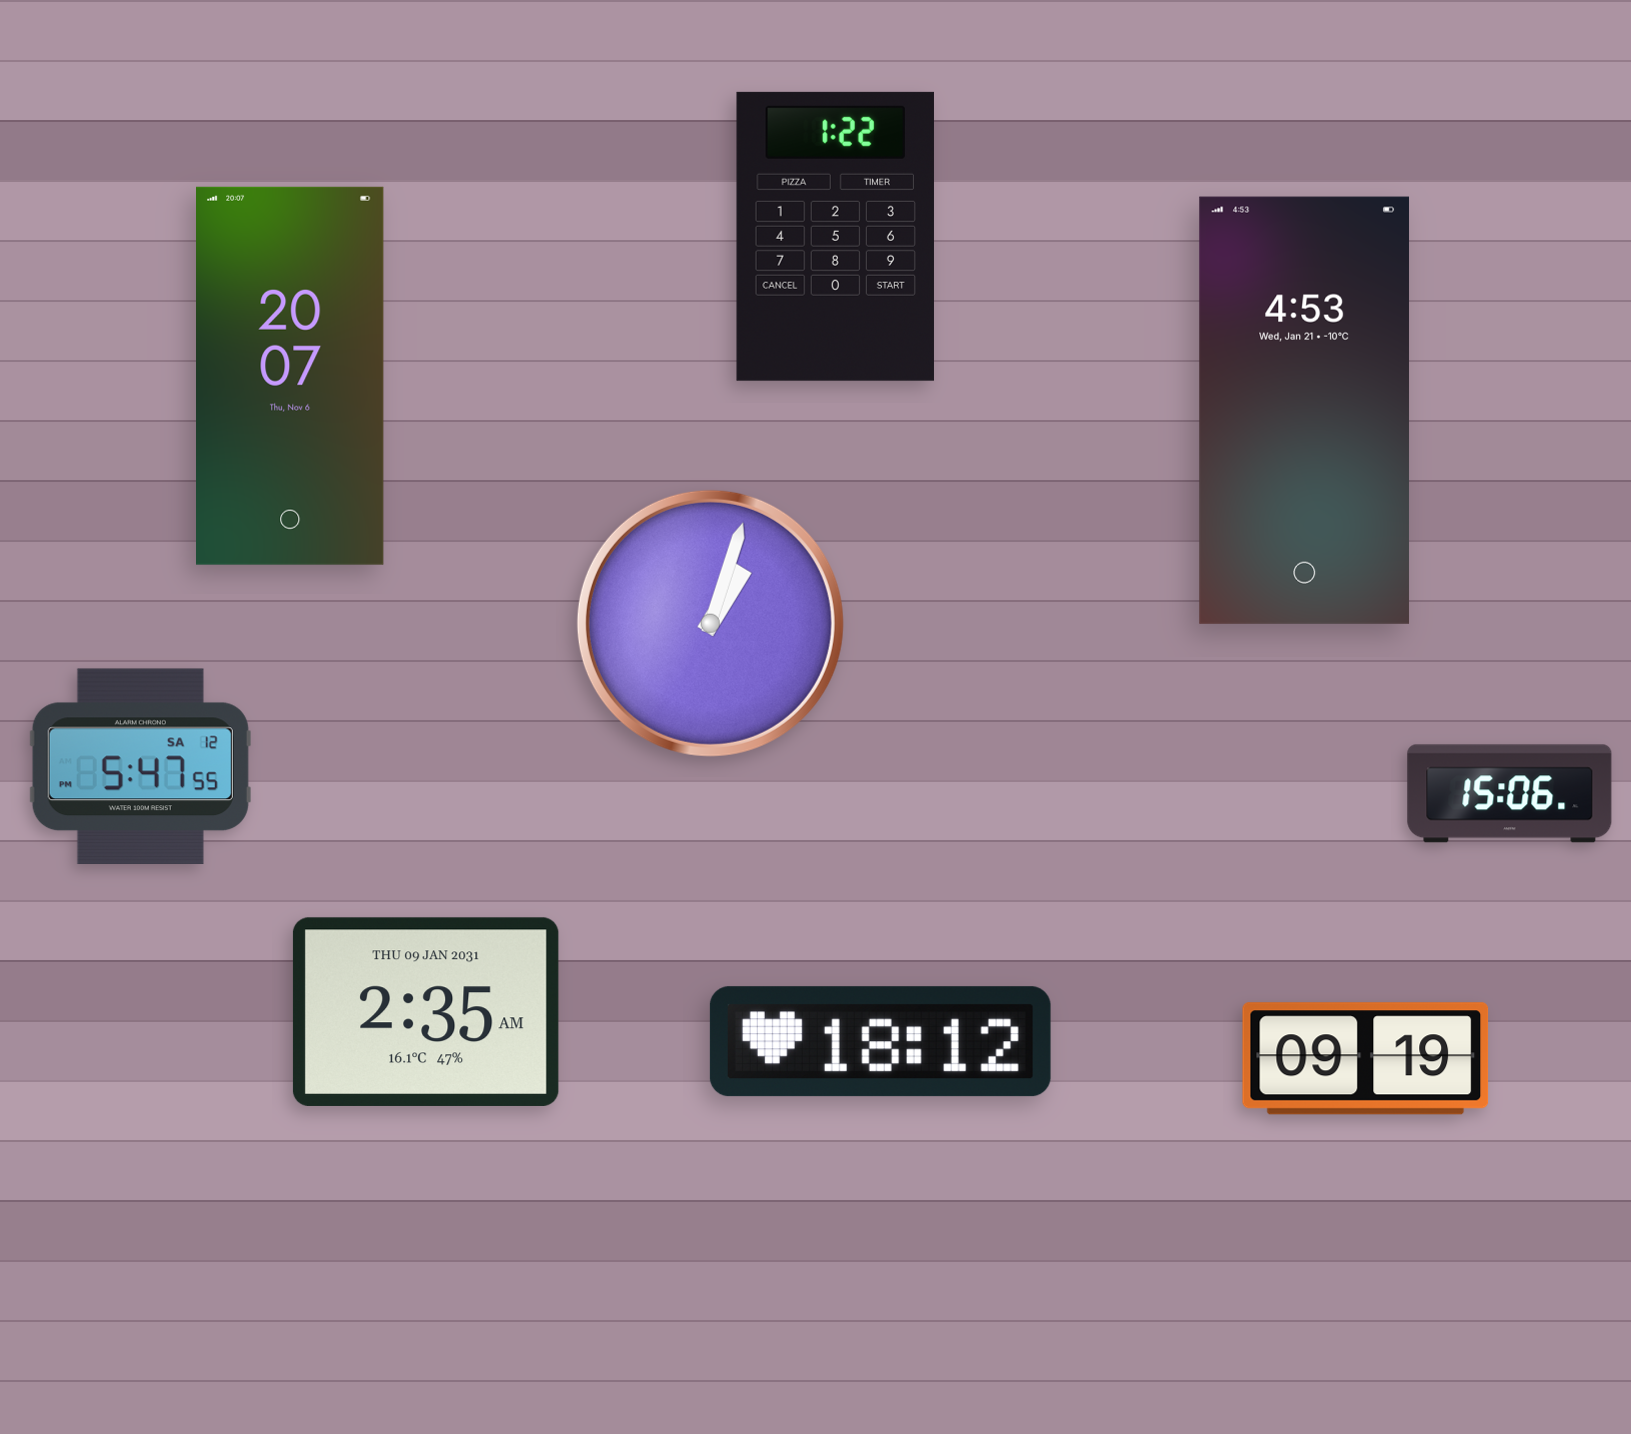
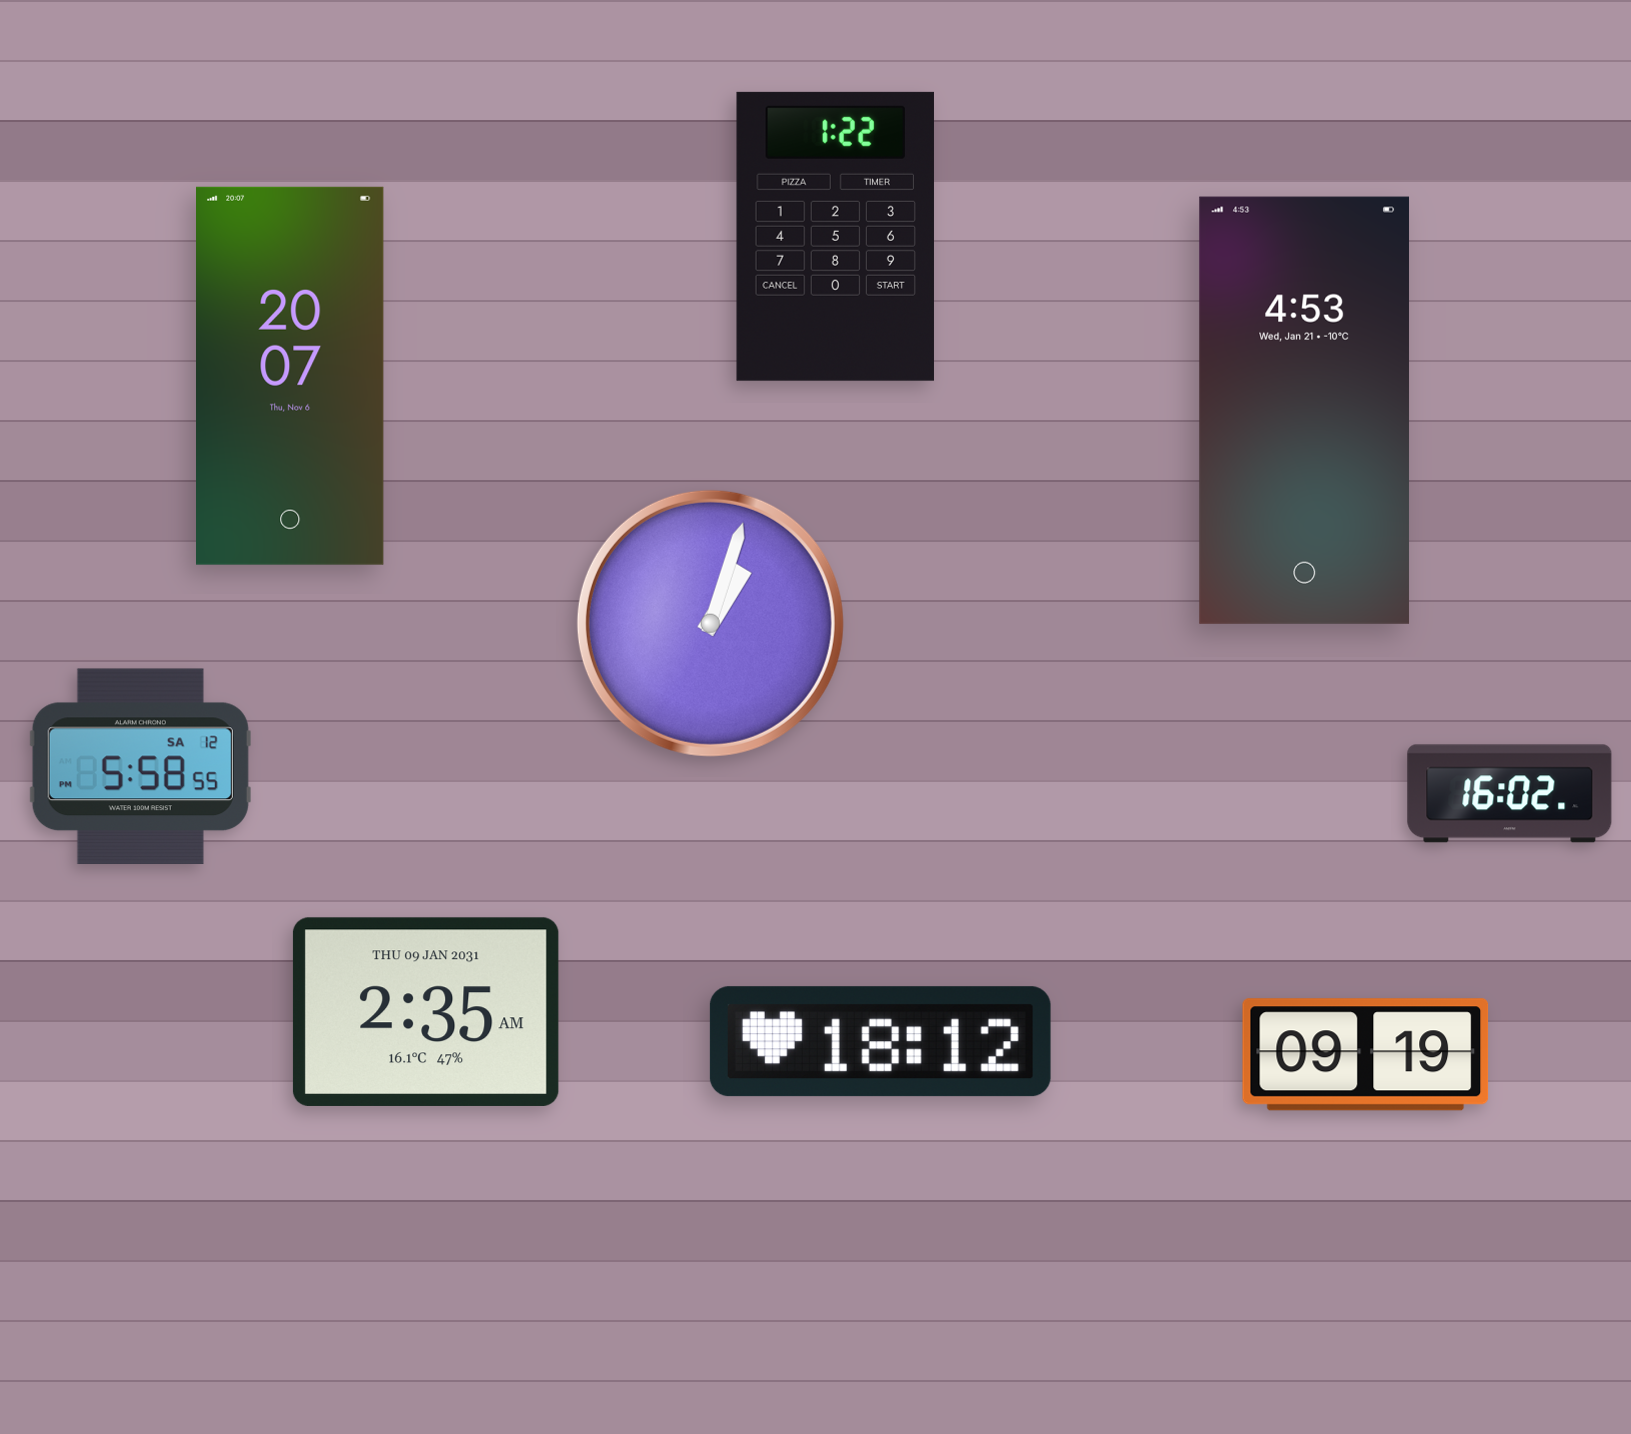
clock at (140, 767): 5:47 -> 5:58
clock at (1510, 794): 15:06 -> 16:02
clock at (1366, 1059) position: (1366, 1059) -> (1366, 1055)
